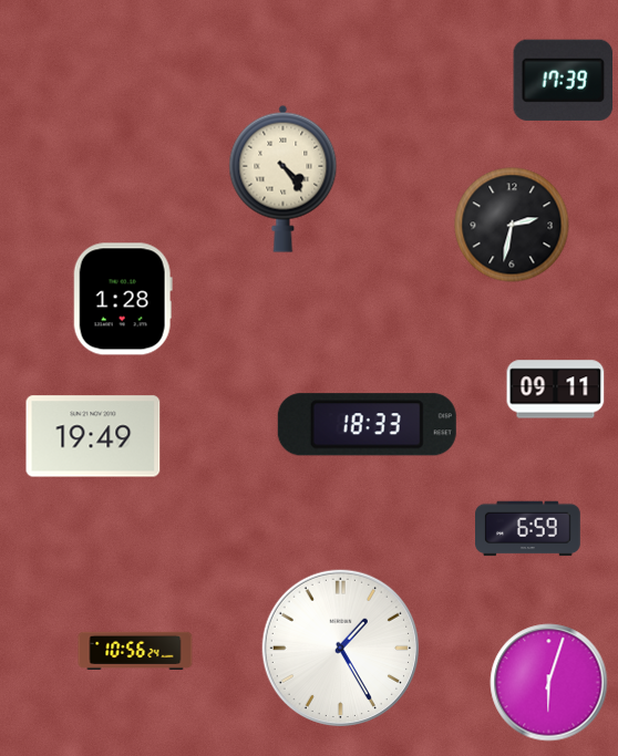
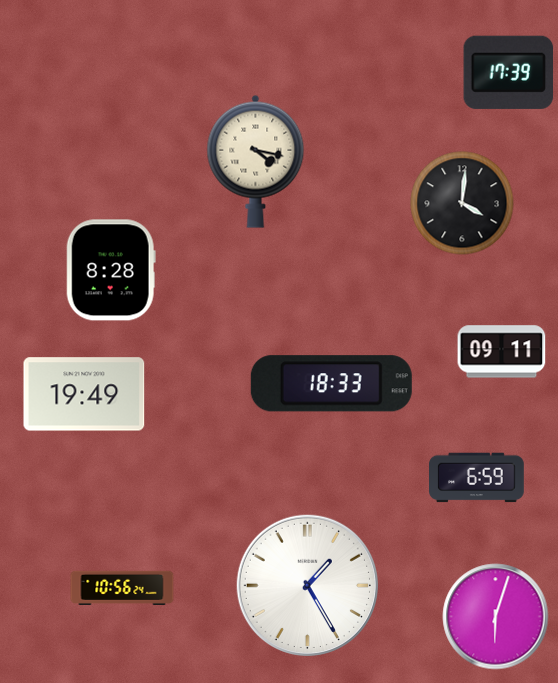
clock at (284, 178): 4:24 -> 4:17
clock at (512, 225): 2:32 -> 4:01
clock at (123, 299): 1:28 -> 8:28
